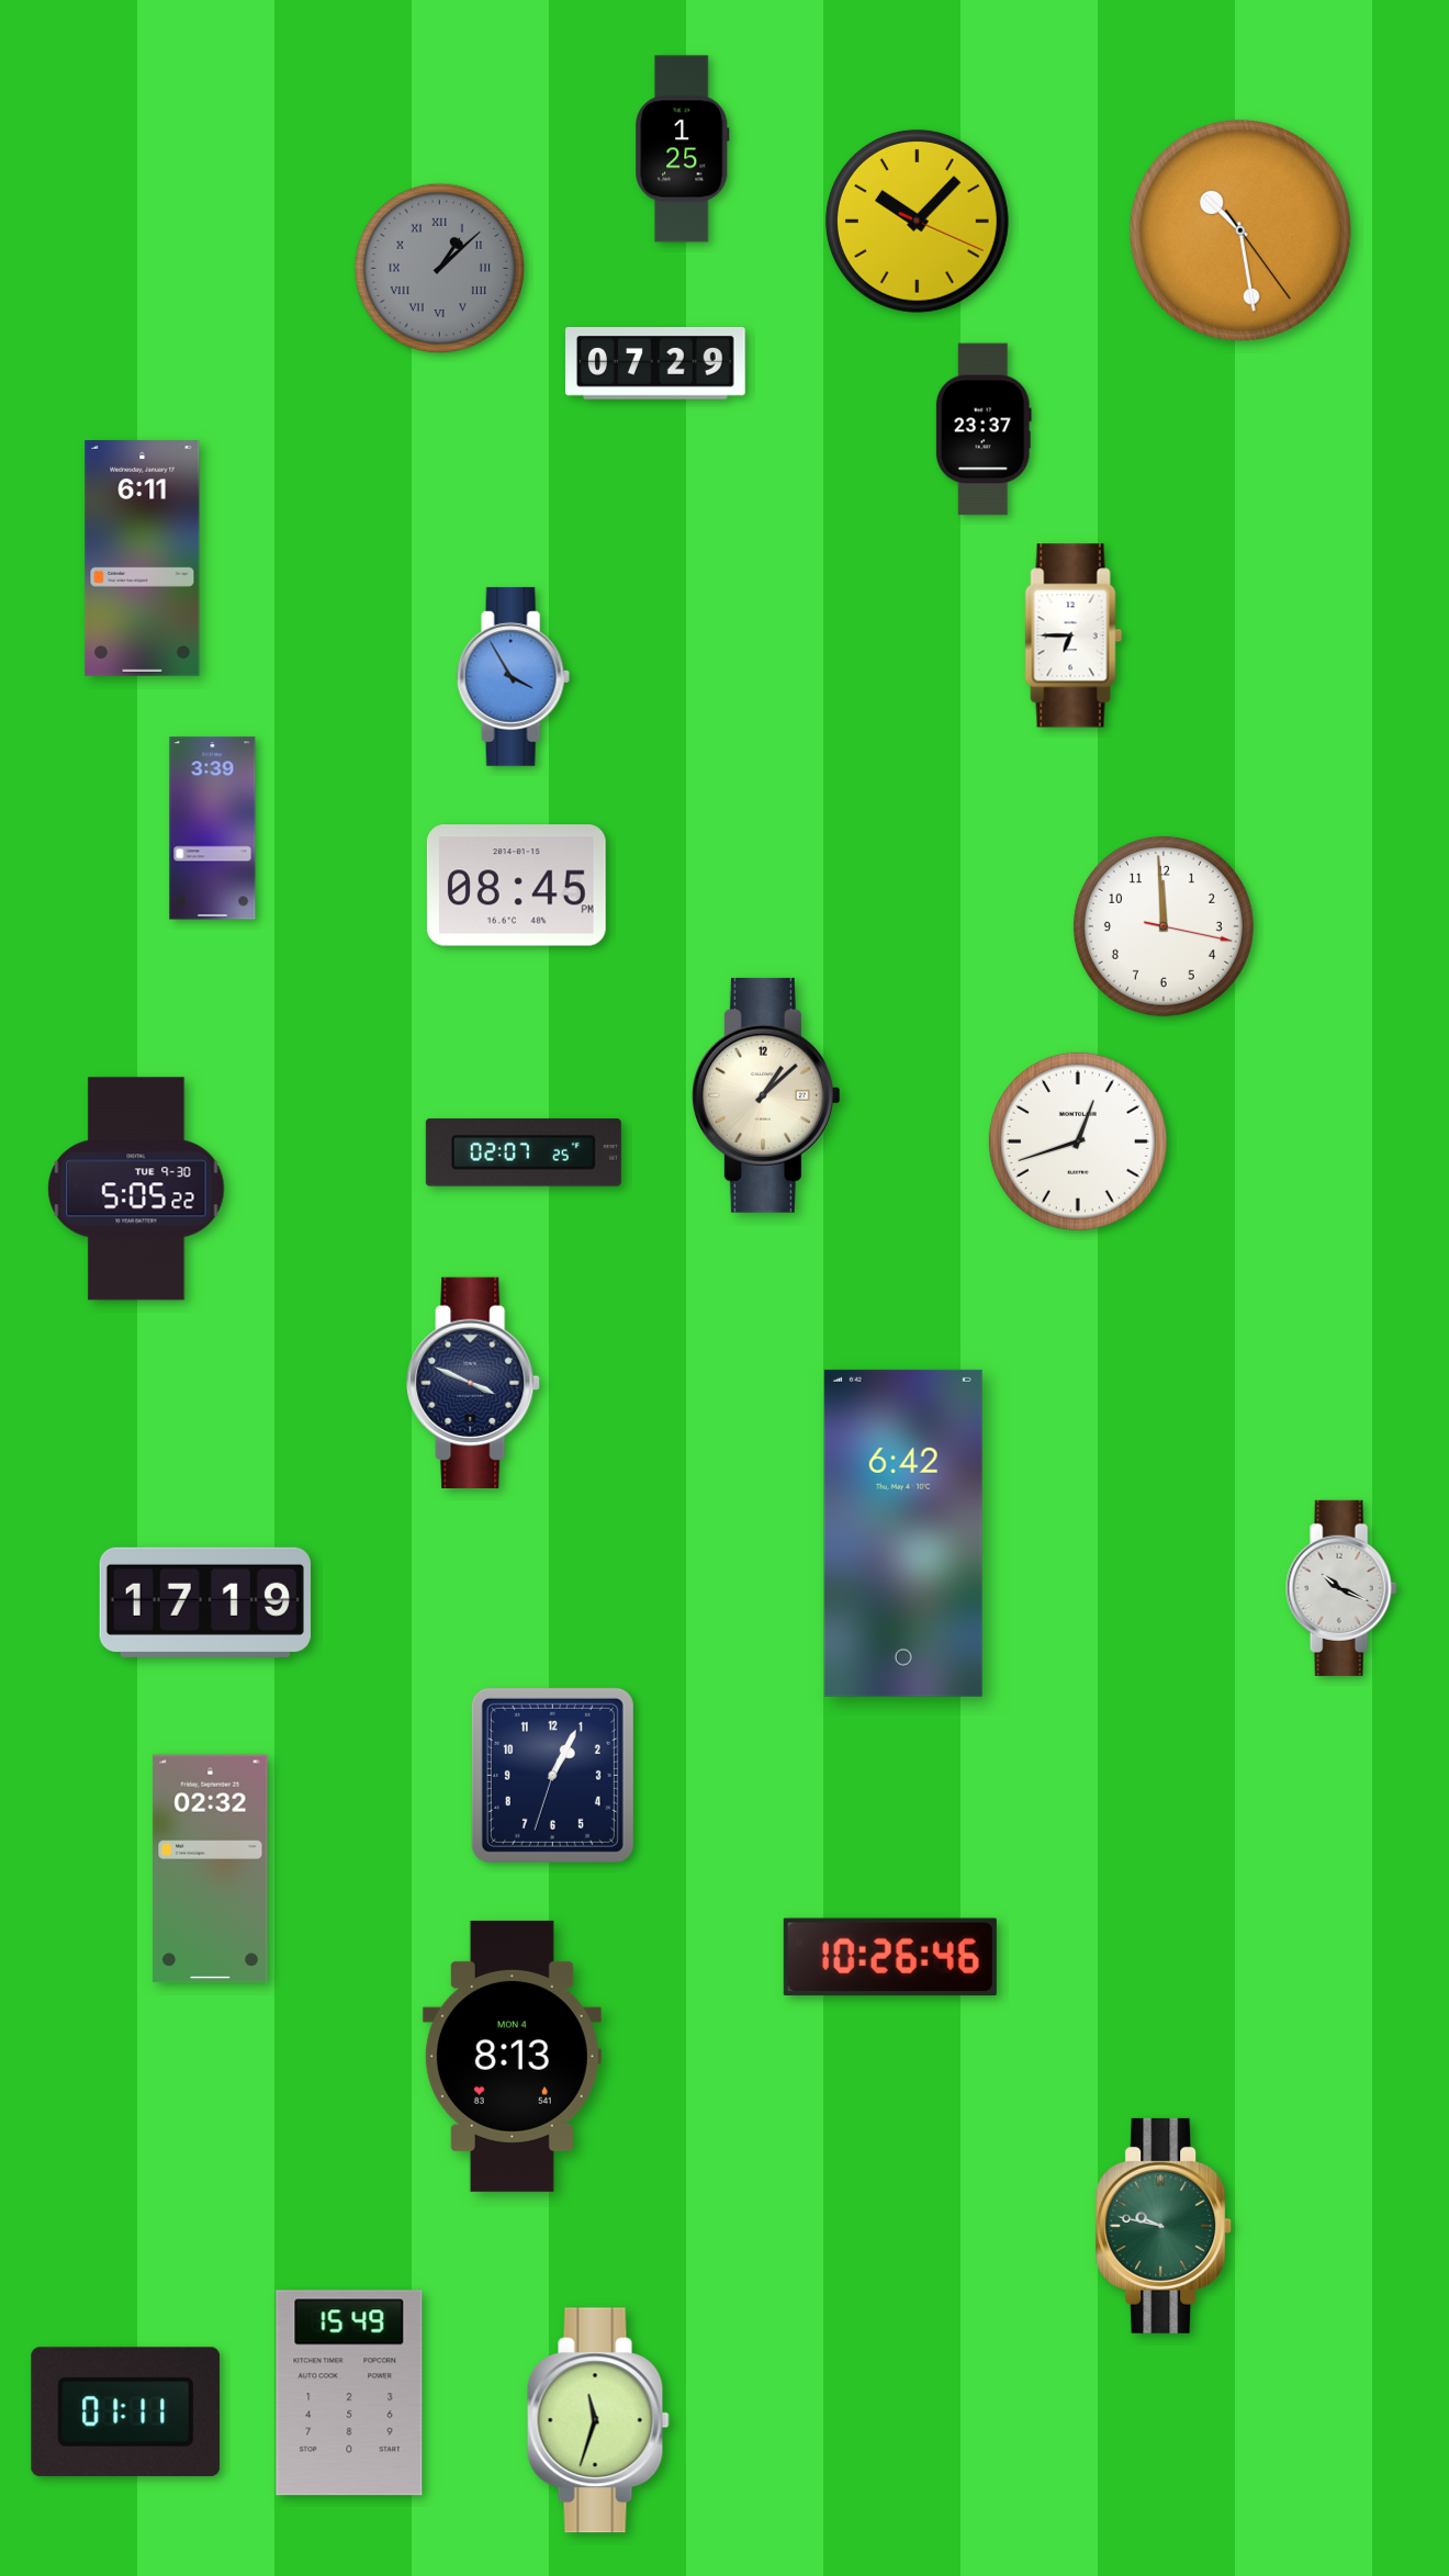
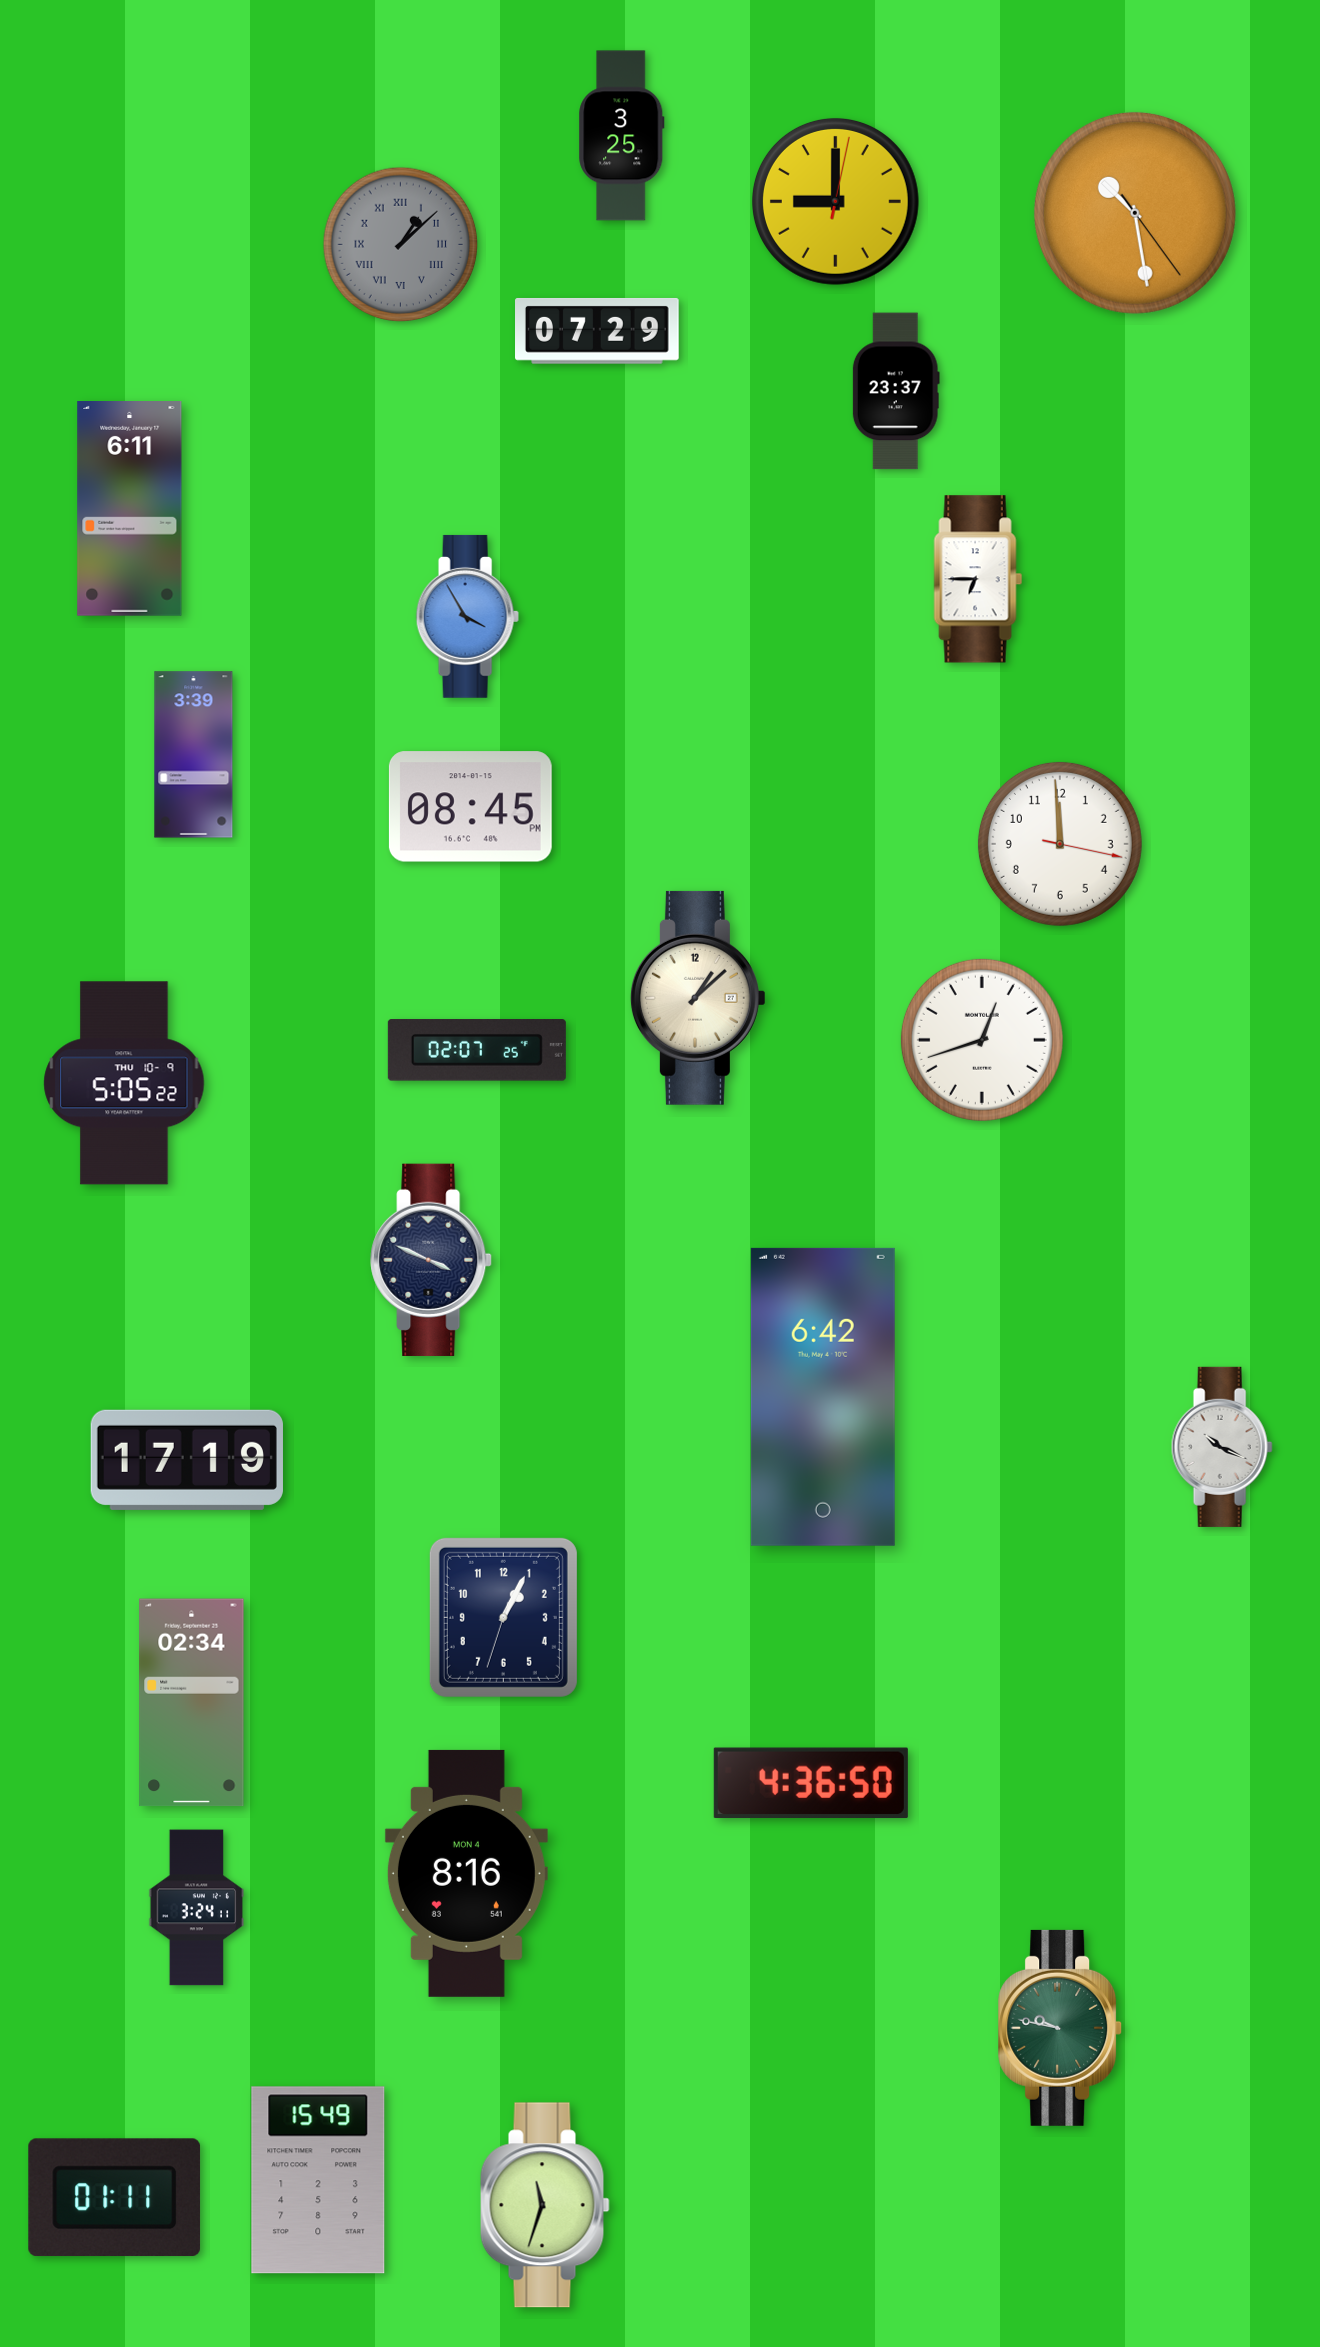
clock at (683, 149): 1:25 -> 3:25
clock at (917, 221): 10:07 -> 9:00
clock at (1240, 230) position: (1240, 230) -> (1135, 213)
clock at (136, 1189) date: TUE 9-30 -> THU 10-9
clock at (211, 1869): 02:32 -> 02:34
clock at (890, 1957): 10:26 -> 4:36
clock at (512, 2056): 8:13 -> 8:16
clock at (197, 1908): none -> 3:24
